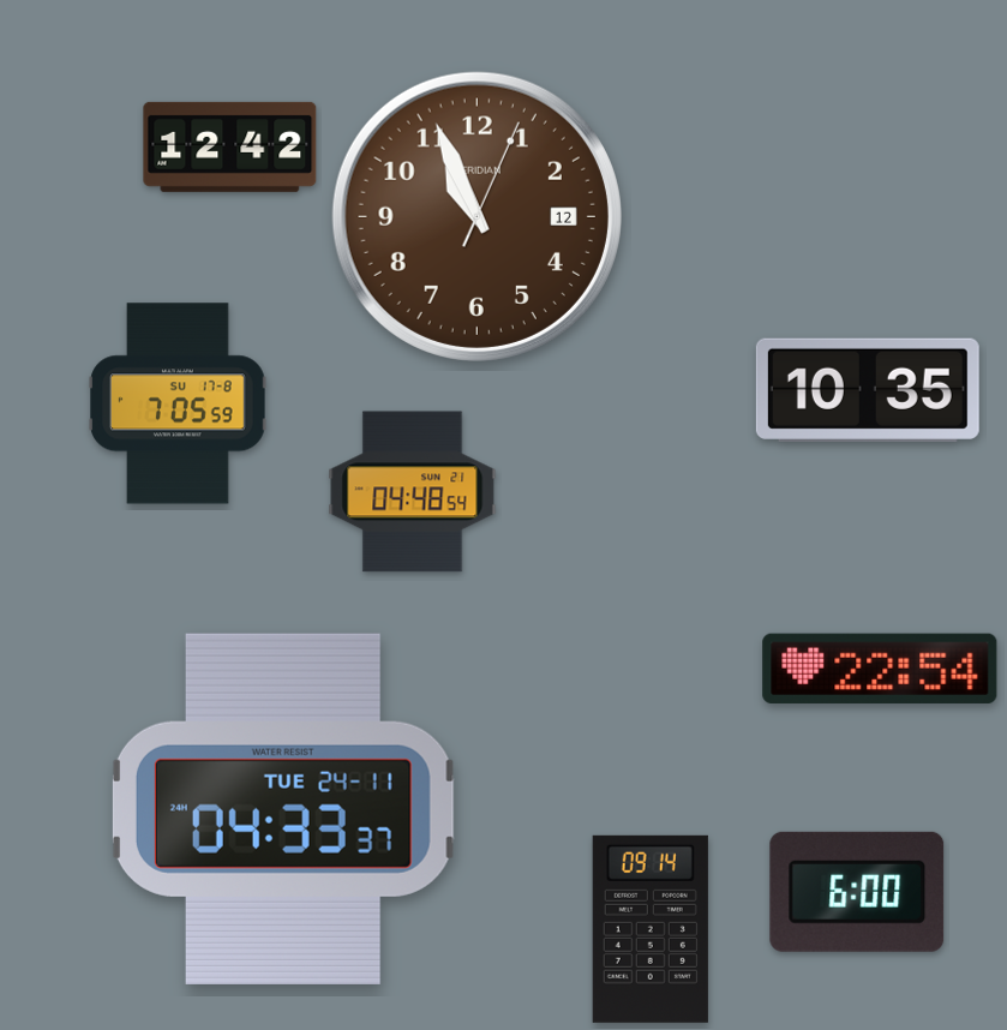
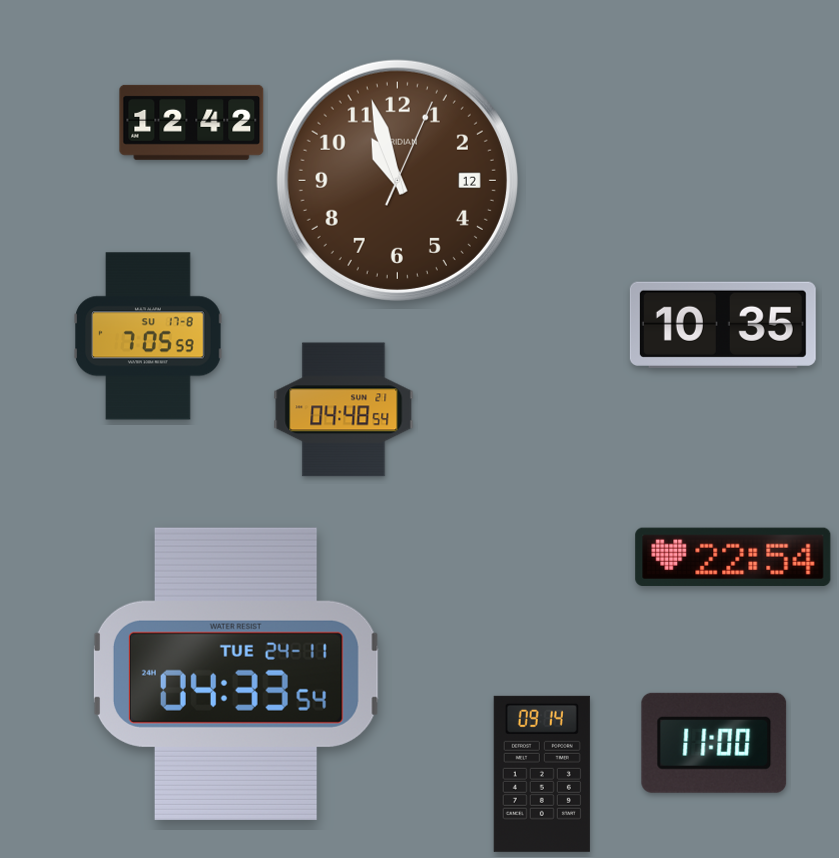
clock at (476, 216): 10:56 -> 10:57
clock at (283, 809): 04:33:37 -> 04:33:54
clock at (857, 892): 6:00 -> 11:00
